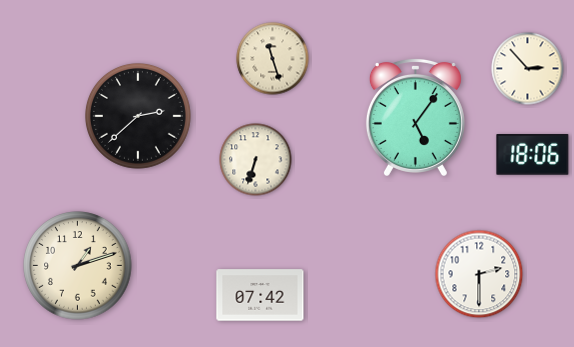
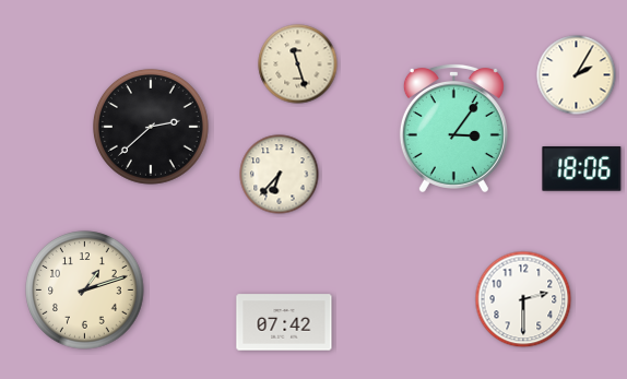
clock at (528, 69): 2:53 -> 2:05
clock at (415, 117): 5:06 -> 3:06
clock at (256, 160): 6:33 -> 6:37
